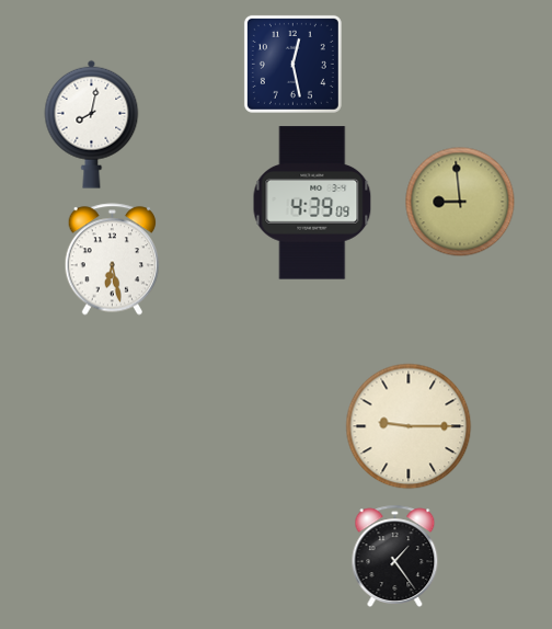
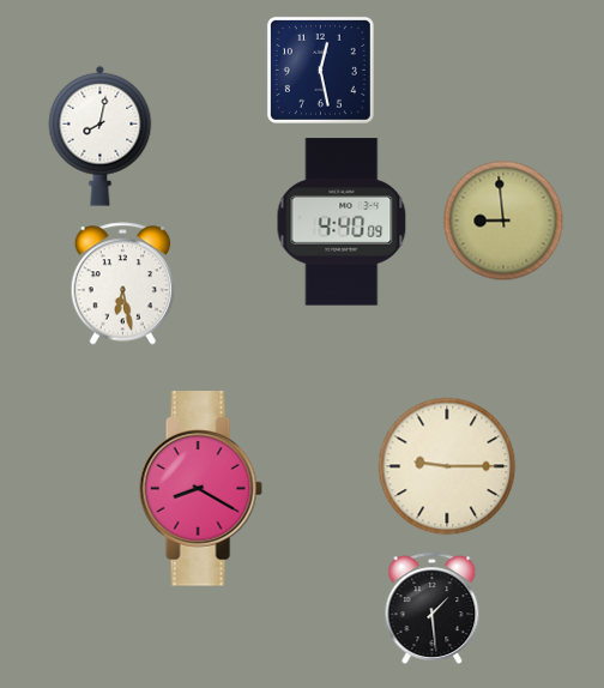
clock at (312, 203): 4:39 -> 4:40
clock at (200, 489): none -> 8:20
clock at (395, 556): 1:24 -> 1:29
